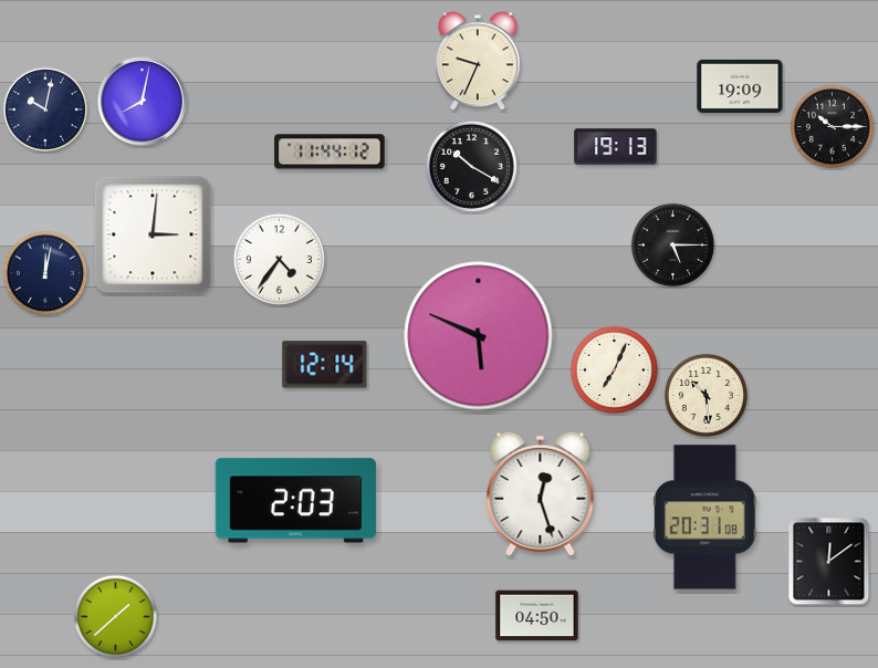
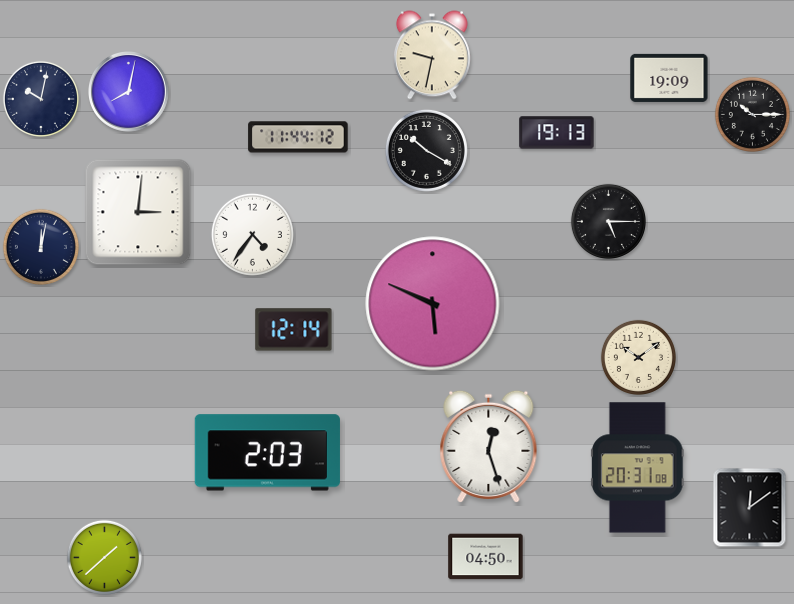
clock at (478, 61): 9:34 -> 9:32
clock at (614, 369): 7:04 -> none
clock at (705, 395): 10:29 -> 10:09
